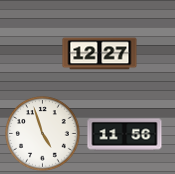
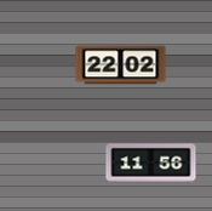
clock at (100, 54): 12:27 -> 22:02
clock at (43, 134): 4:57 -> none
